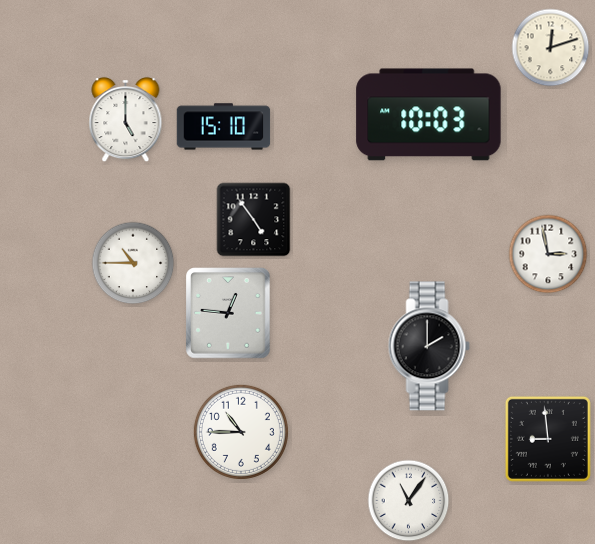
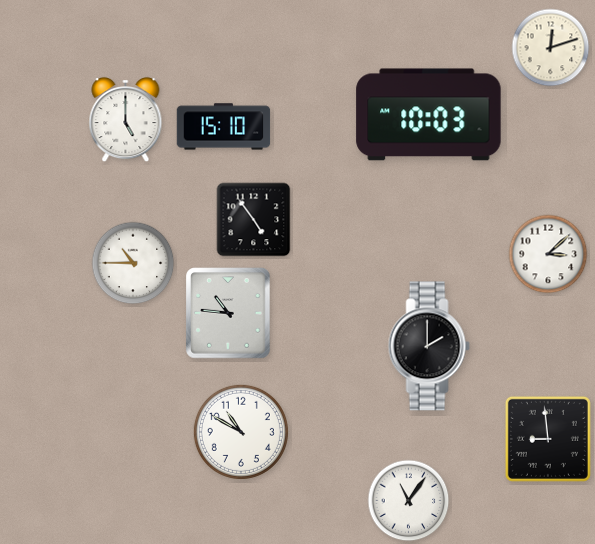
clock at (548, 254): 2:58 -> 3:08
clock at (228, 313): 12:46 -> 10:46
clock at (241, 432): 10:45 -> 10:50
